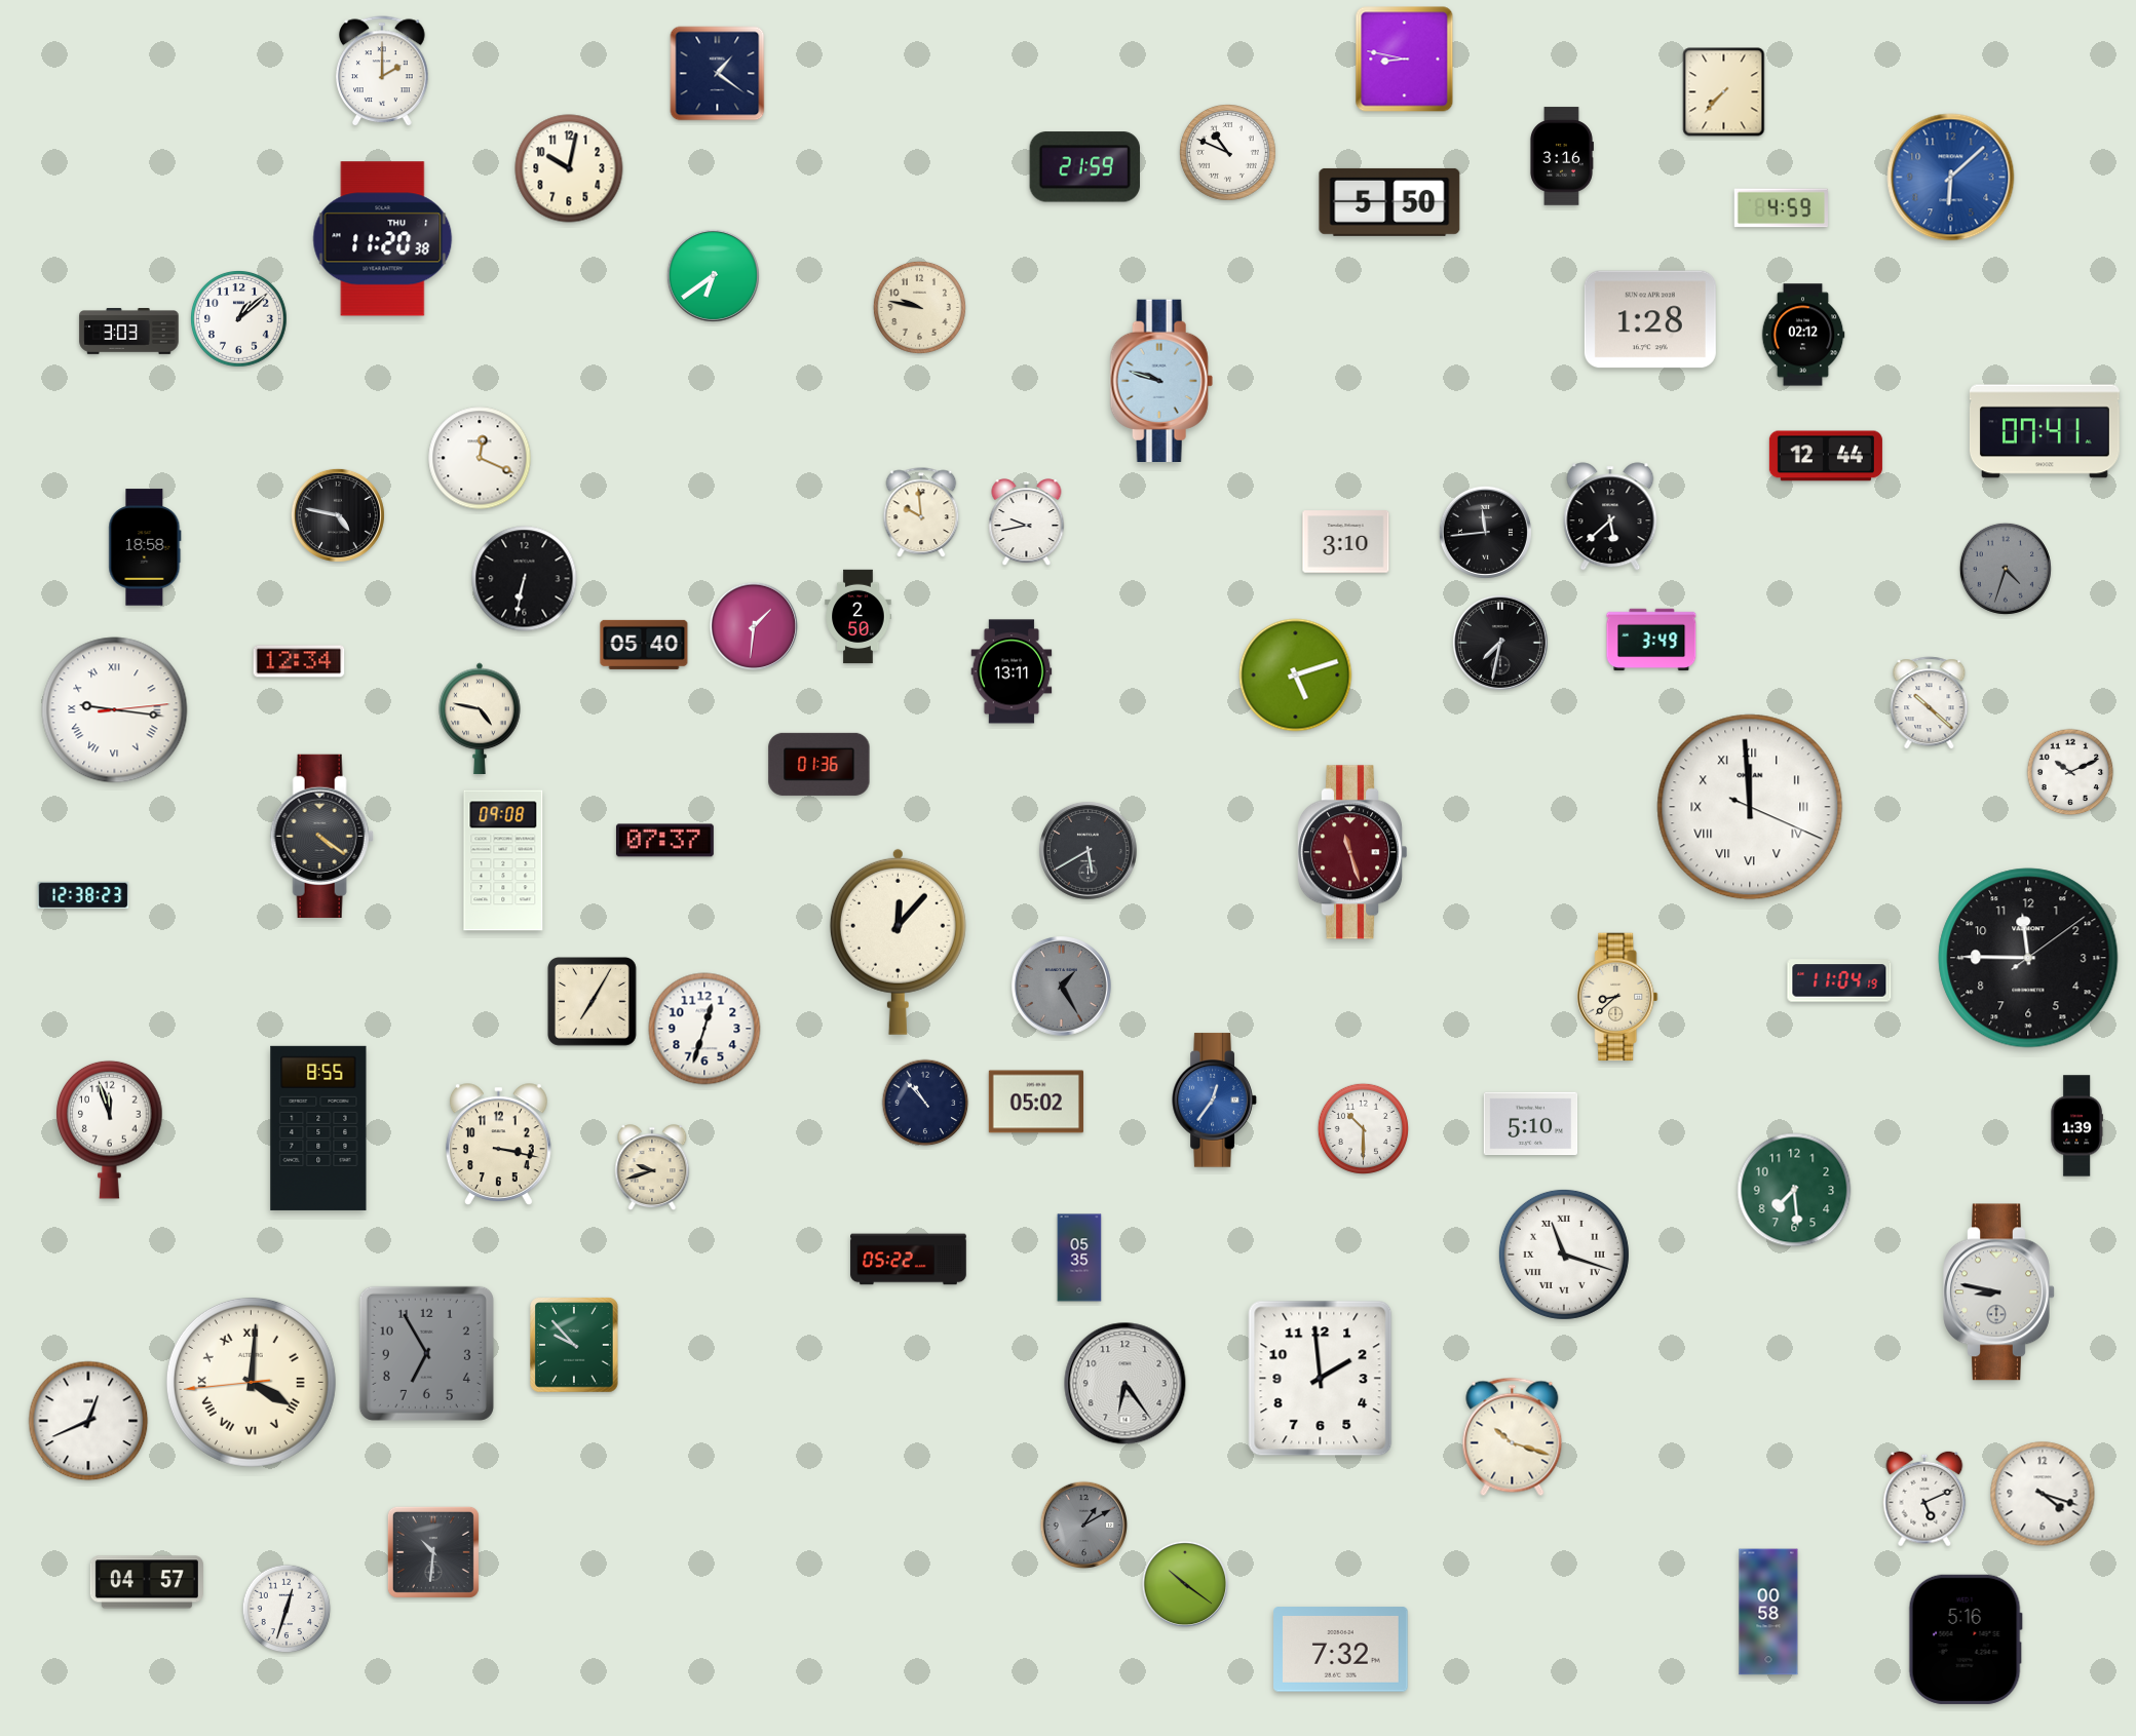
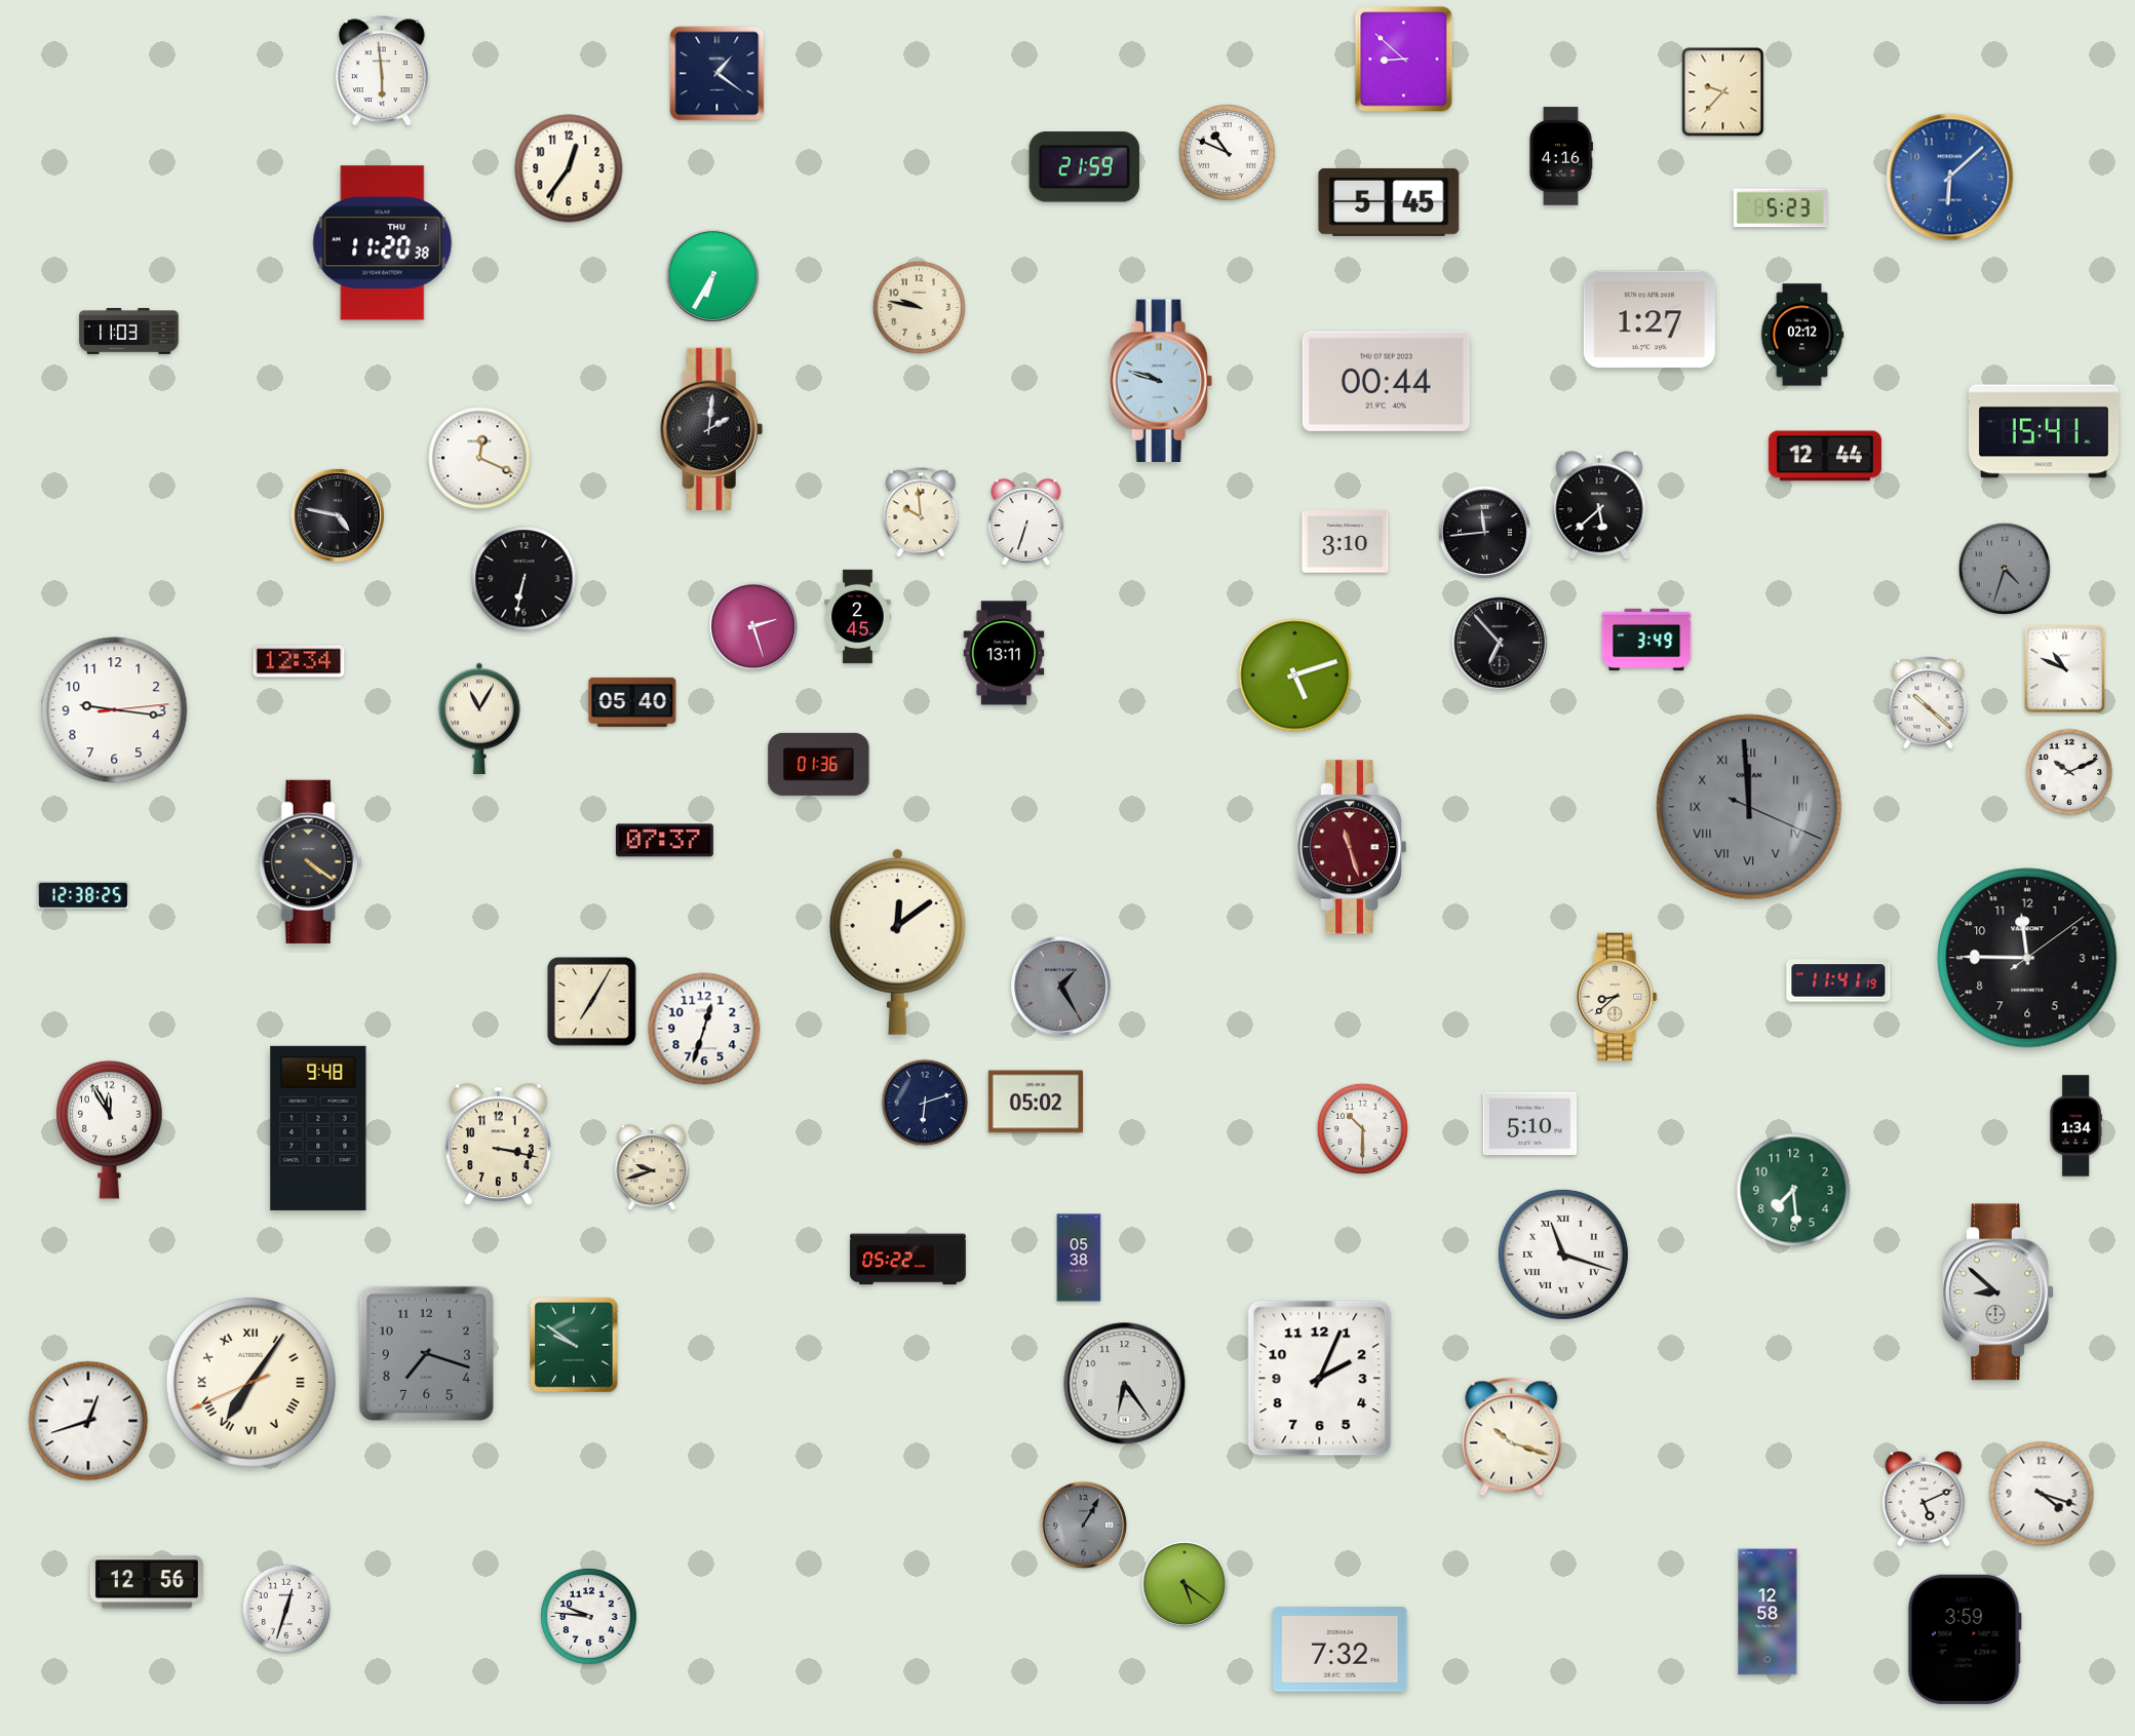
clock at (1405, 60): 8:47 -> 8:52
clock at (383, 72): 2:00 -> 5:59
clock at (1724, 92): 7:37 -> 9:37
clock at (1561, 156): 3:16 -> 4:16
clock at (569, 168): 10:02 -> 12:36
clock at (1389, 202): 5:50 -> 5:45
clock at (1781, 208): 4:59 -> 5:23
clock at (383, 239) position: (383, 239) -> (383, 243)
clock at (713, 275): 6:39 -> 6:35
clock at (239, 319): 1:08 -> none
clock at (1650, 319): 1:28 -> 1:27
clock at (129, 332): 3:03 -> 11:03
clock at (1386, 381): none -> 00:44
clock at (711, 429): none -> 2:01
clock at (2045, 431): 07:41 -> 15:41
clock at (1610, 516) position: (1610, 516) -> (1599, 505)
clock at (1027, 523): 9:43 -> 6:33
clock at (145, 547): 18:58 -> none
clock at (859, 617): 2:50 -> 2:45
clock at (753, 625): 1:31 -> 2:27
clock at (1651, 640) position: (1651, 640) -> (1646, 640)
clock at (1500, 643): 7:32 -> 6:53
clock at (644, 645) position: (644, 645) -> (632, 702)
clock at (2065, 669): none -> 10:49
clock at (1012, 671) position: (1012, 671) -> (1004, 653)
clock at (115, 710) numerals: Roman -> Arabic
clock at (480, 718): 4:47 -> 11:05
clock at (1750, 807) dial: white -> grey
clock at (321, 836) position: (321, 836) -> (310, 861)
clock at (1088, 850): 5:40 -> none
clock at (1353, 852) position: (1353, 852) -> (1353, 847)
clock at (503, 860): 09:08 -> none
clock at (83, 895): 12:38:23 -> 12:38:25
clock at (898, 941): 12:07 -> 12:09
clock at (1839, 980): 11:04 -> 11:41
clock at (1215, 1101): 12:36 -> none
clock at (925, 1103): 10:53 -> 6:12
clock at (2076, 1126): 1:39 -> 1:34
clock at (318, 1128): 8:55 -> 9:48
clock at (110, 1129): 11:57 -> 11:55
clock at (1079, 1258): 05:35 -> 05:38
clock at (1999, 1293): 8:47 -> 8:52
clock at (574, 1345): 9:53 -> 9:51
clock at (426, 1353): 6:55 -> 7:18
clock at (1321, 1379): 1:59 -> 2:04
clock at (251, 1382): 4:00 -> 7:05
clock at (88, 1421): 12:41 -> 12:42
clock at (1083, 1525): 1:10 -> 1:05
clock at (433, 1552): 10:31 -> none
clock at (147, 1582): 04:57 -> 12:56
clock at (1185, 1584): 10:21 -> 5:21
clock at (1768, 1612): 00:58 -> 12:58
clock at (589, 1617): none -> 9:46
clock at (1966, 1639): 5:16 -> 3:59
